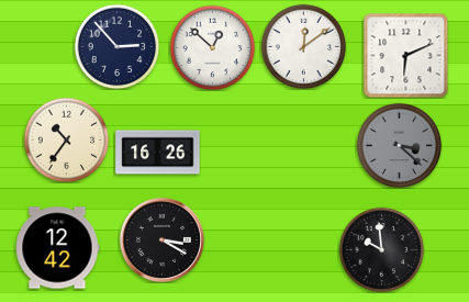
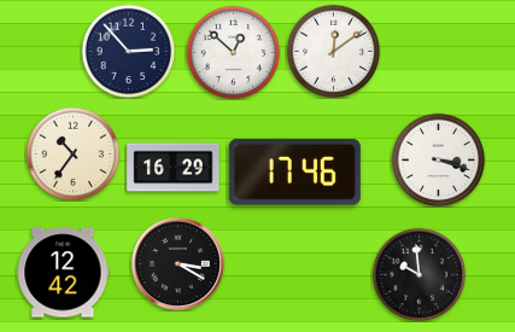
clock at (405, 55): 6:11 -> none
clock at (399, 145): 3:22 -> 3:18
clock at (399, 145) dial: grey -> white
clock at (158, 153): 16:26 -> 16:29
clock at (294, 173): none -> 17:46
